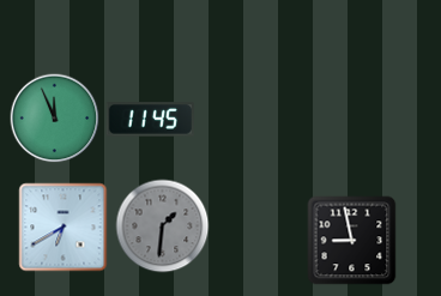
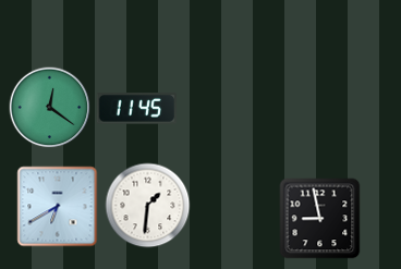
clock at (55, 119): 11:56 -> 12:21
clock at (163, 226) dial: grey -> white
